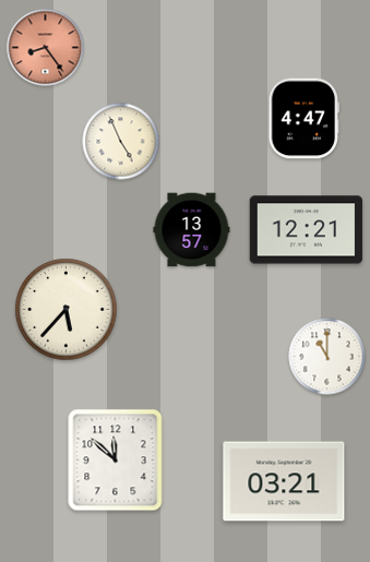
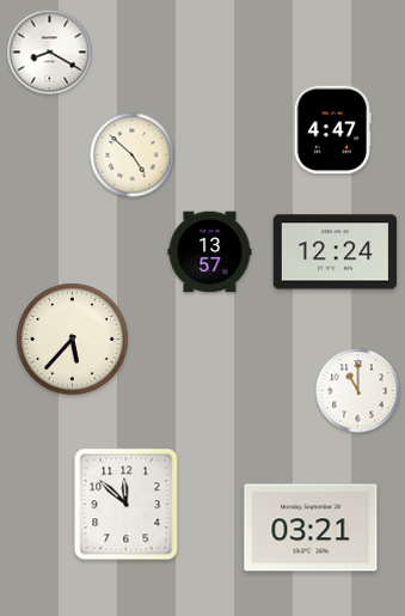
clock at (46, 48): 8:24 -> 8:20
clock at (46, 48) dial: salmon -> white
clock at (121, 142): 4:56 -> 4:52
clock at (307, 230): 12:21 -> 12:24
